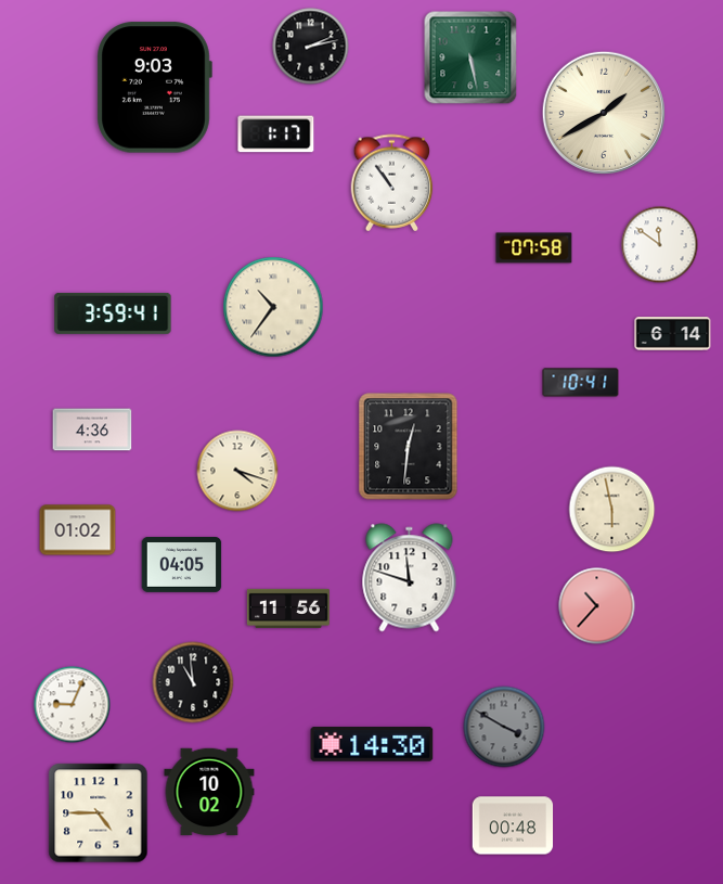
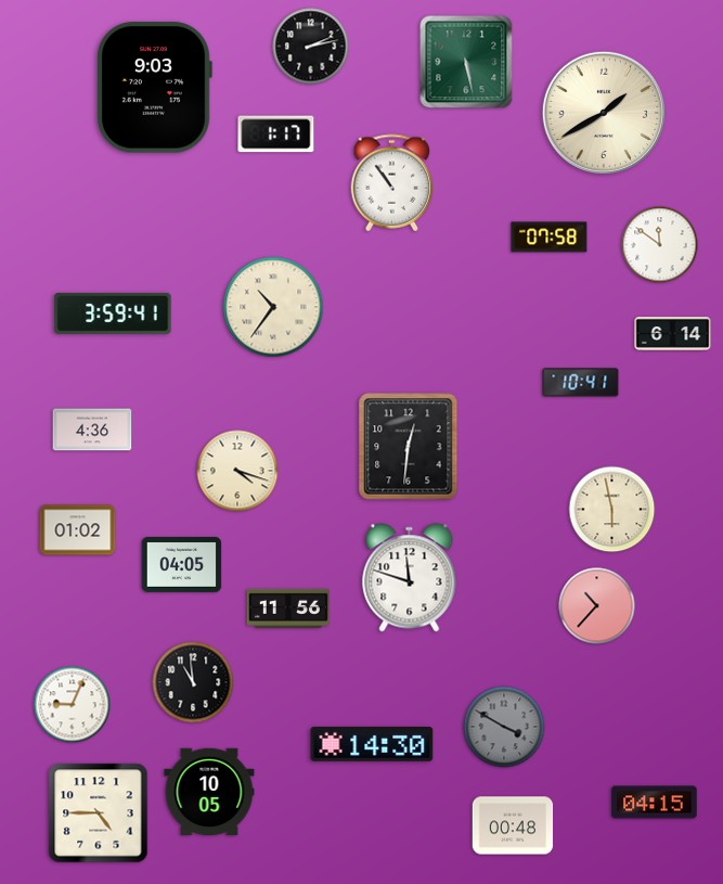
clock at (470, 57) position: (470, 57) -> (466, 62)
clock at (534, 248) position: (534, 248) -> (550, 238)
clock at (209, 792): 10:02 -> 10:05
clock at (655, 803): none -> 04:15
